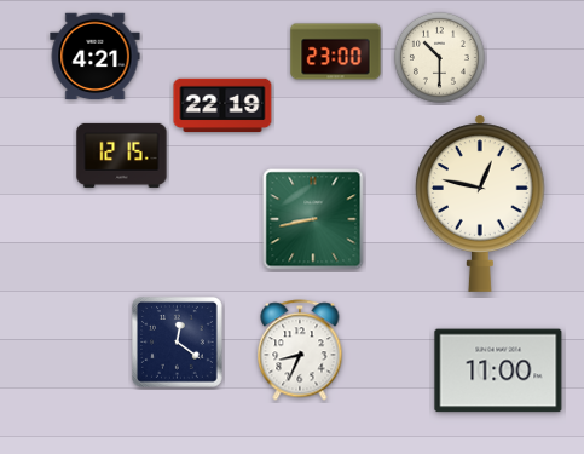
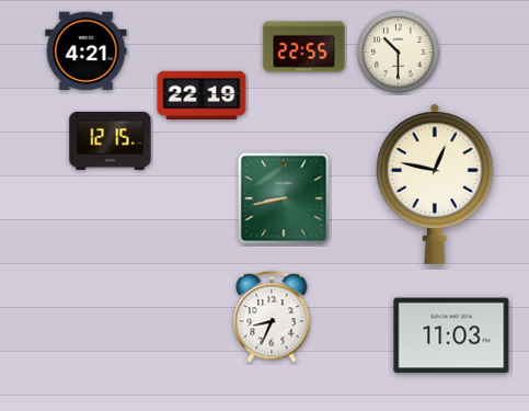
clock at (336, 52): 23:00 -> 22:55
clock at (178, 343): 12:21 -> none
clock at (498, 370): 11:00 -> 11:03
